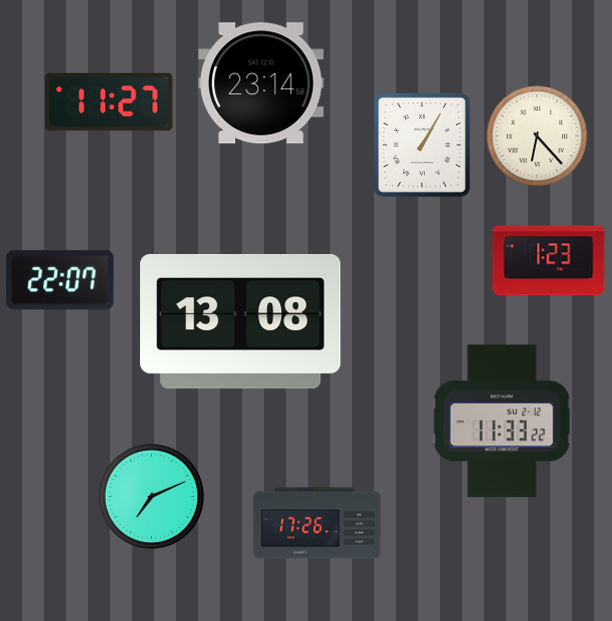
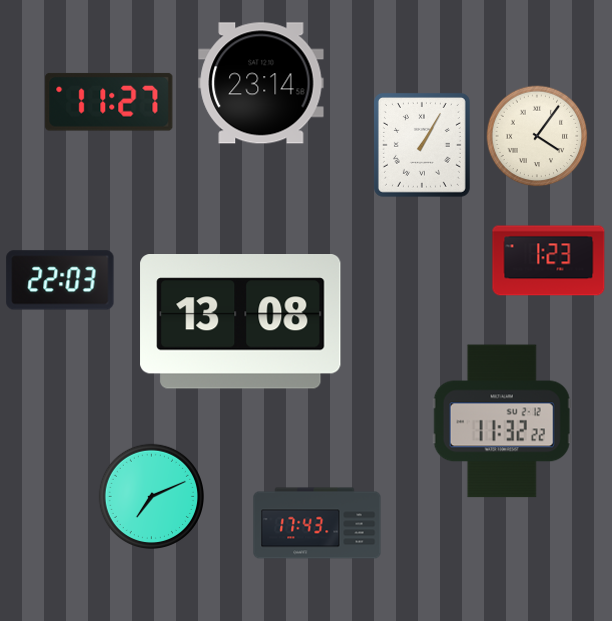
clock at (537, 136): 6:23 -> 4:06
clock at (60, 280): 22:07 -> 22:03
clock at (502, 421): 11:33 -> 11:32
clock at (317, 523): 17:26 -> 17:43
